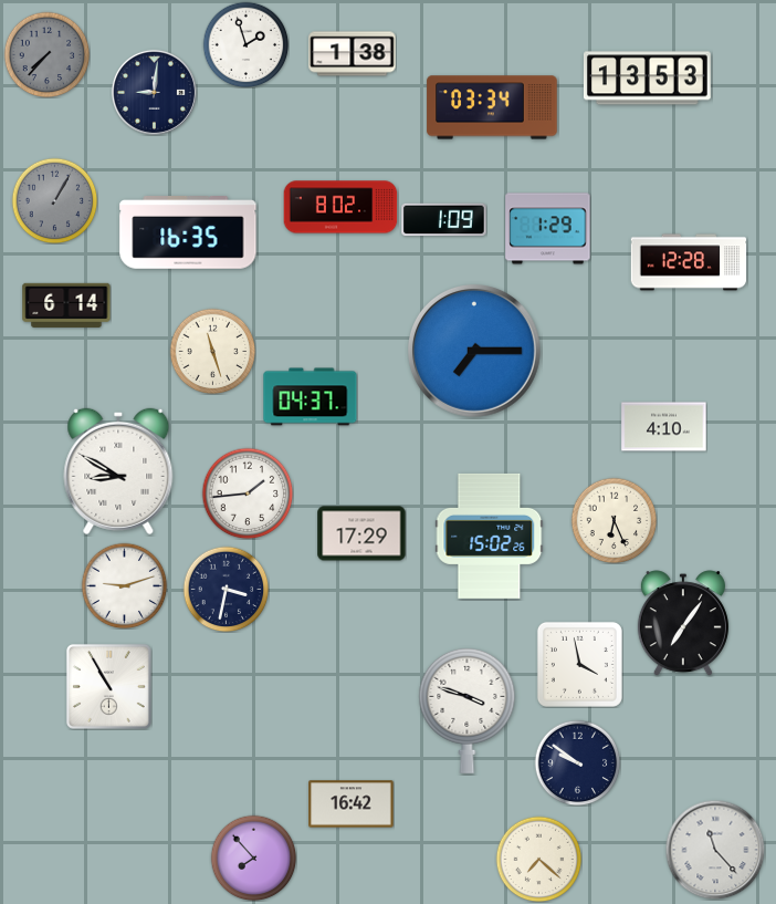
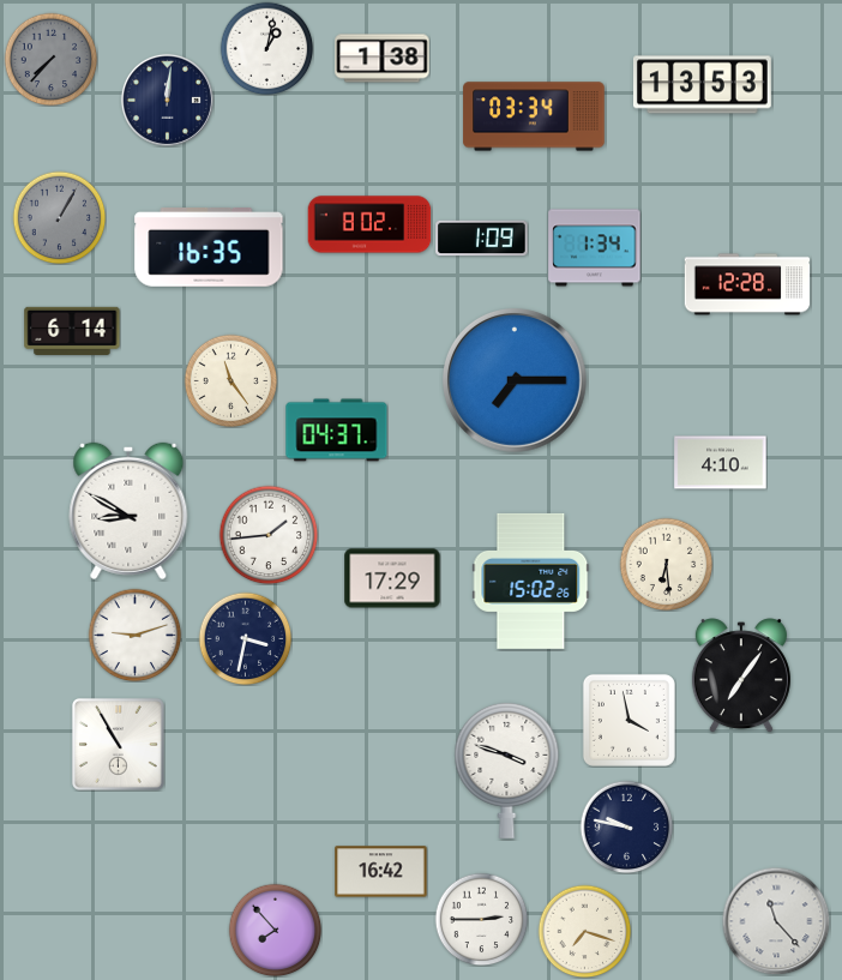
clock at (245, 44): 1:57 -> 1:02
clock at (154, 92): 9:01 -> 12:01
clock at (548, 229): 1:29 -> 1:34
clock at (188, 233) position: (188, 233) -> (209, 248)
clock at (212, 351): 11:27 -> 11:24
clock at (614, 520): 6:26 -> 6:29
clock at (577, 762): 9:51 -> 9:47
clock at (481, 919): none -> 2:45
clock at (538, 859): 7:22 -> 7:18
